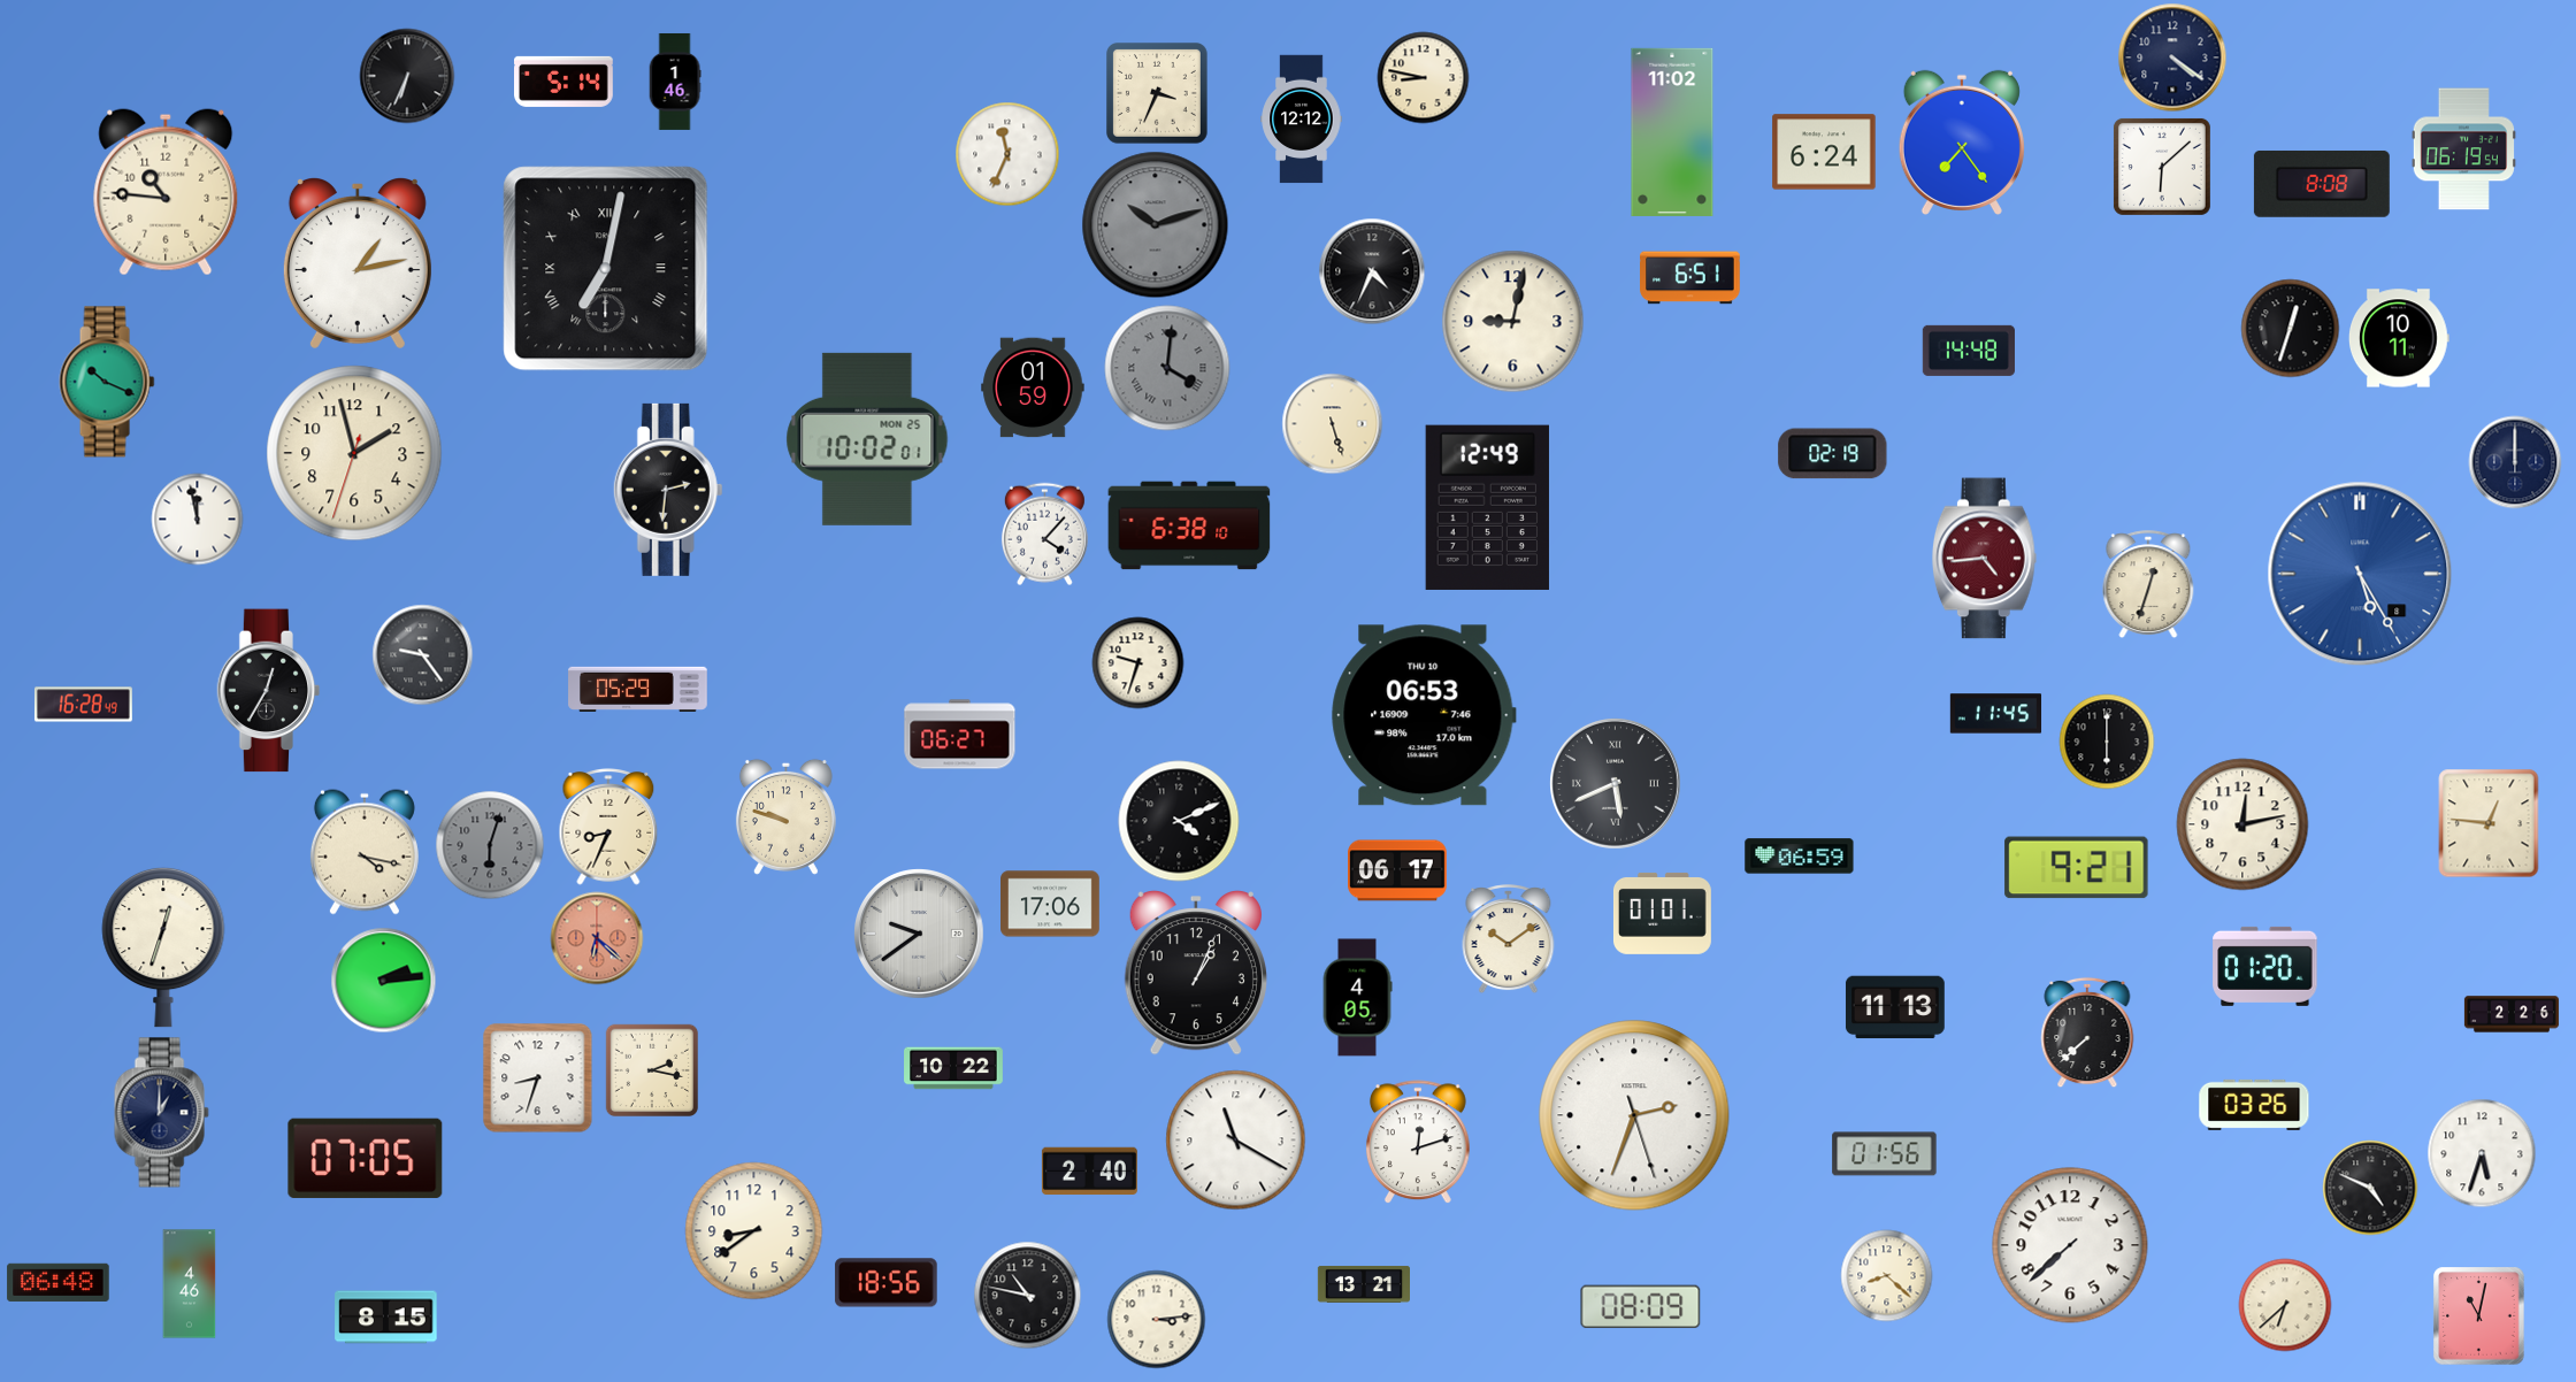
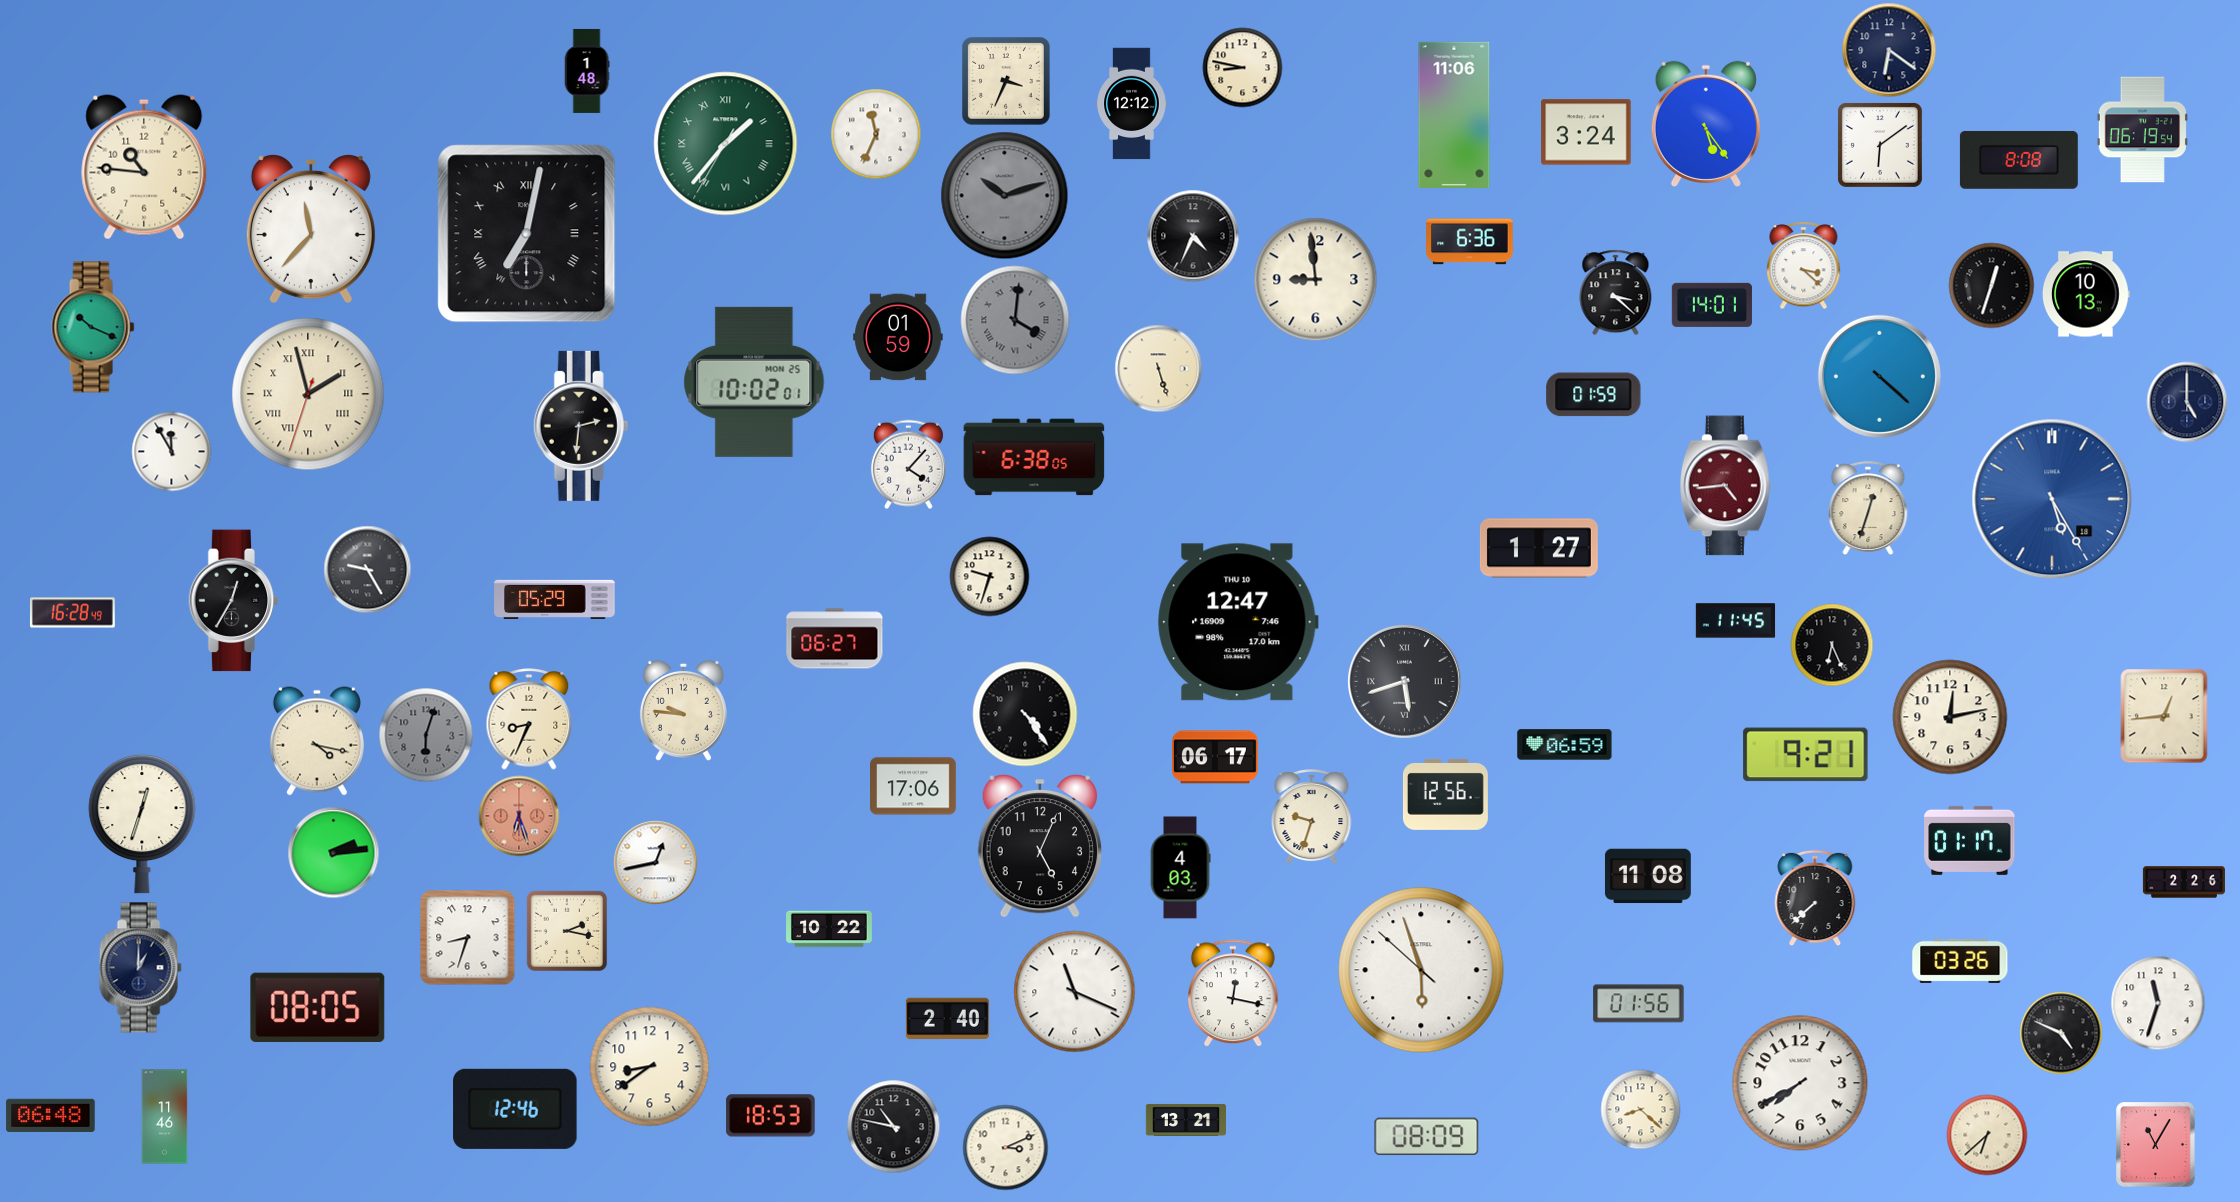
clock at (2172, 57): 4:21 -> 6:21
clock at (407, 76): 6:34 -> none
clock at (1424, 78) position: (1424, 78) -> (1243, 68)
clock at (565, 82): 5:14 -> none
clock at (675, 82): 1:46 -> 1:48
clock at (1672, 132): 11:02 -> 11:06
clock at (1962, 143): 7:24 -> 5:24
clock at (1824, 152): 6:24 -> 3:24
clock at (726, 144): none -> 1:36
clock at (2162, 167): 6:08 -> 6:09
clock at (358, 263): 1:13 -> 11:37
clock at (1690, 278): 6:51 -> 6:36
clock at (1804, 266): none -> 3:22
clock at (1513, 322): 9:02 -> 8:59
clock at (1616, 293): none -> 3:22
clock at (2399, 338): 10:11 -> 10:13
clock at (1969, 351): 14:48 -> 14:01
clock at (107, 382) position: (107, 382) -> (93, 327)
clock at (1879, 376): none -> 4:22
clock at (354, 453) numerals: Arabic -> Roman
clock at (1833, 454): 02:19 -> 01:59
clock at (2515, 462): 12:00 -> 5:00
clock at (1487, 507): 12:49 -> none
clock at (198, 520): 11:58 -> 11:55
clock at (1189, 525): 6:38:10 -> 6:38:05
clock at (2360, 574) date: 8 -> 18
clock at (1539, 548): none -> 1:27
clock at (423, 655): 9:24 -> 9:25
clock at (1424, 715): 06:53 -> 12:47
clock at (2107, 742): 6:00 -> 6:26
clock at (1616, 784): 5:41 -> 5:42
clock at (785, 816): 9:48 -> 9:46
clock at (1179, 821): 4:11 -> 4:24
clock at (2489, 823): 12:46 -> 12:44
clock at (1662, 913): 01:01 -> 12:56
clock at (920, 935): 9:39 -> none
clock at (597, 938): 6:22 -> 6:27
clock at (1509, 940): 10:09 -> 9:33
clock at (2265, 966): 01:20 -> 01:17
clock at (1196, 974): 1:04 -> 5:04
clock at (656, 863): none -> 12:43
clock at (1357, 998): 4:05 -> 4:03
clock at (1895, 1007): 11:13 -> 11:08
clock at (1634, 1115): 2:33 -> 5:56
clock at (1236, 1141): 11:20 -> 11:19
clock at (1418, 1143): 12:12 -> 12:17
clock at (2482, 1153): 5:33 -> 11:33
clock at (366, 1158): 07:05 -> 08:05
clock at (754, 1231) position: (754, 1231) -> (650, 1067)
clock at (2070, 1245): 7:38 -> 7:40
clock at (515, 1109): none -> 12:46
clock at (887, 1283): 18:56 -> 18:53
clock at (190, 1284): 4:46 -> 11:46
clock at (1363, 1284) position: (1363, 1284) -> (1185, 1120)
clock at (2479, 1316): 11:02 -> 11:05
clock at (386, 1318): 8:15 -> none
clock at (1157, 1320): 3:14 -> 3:11
